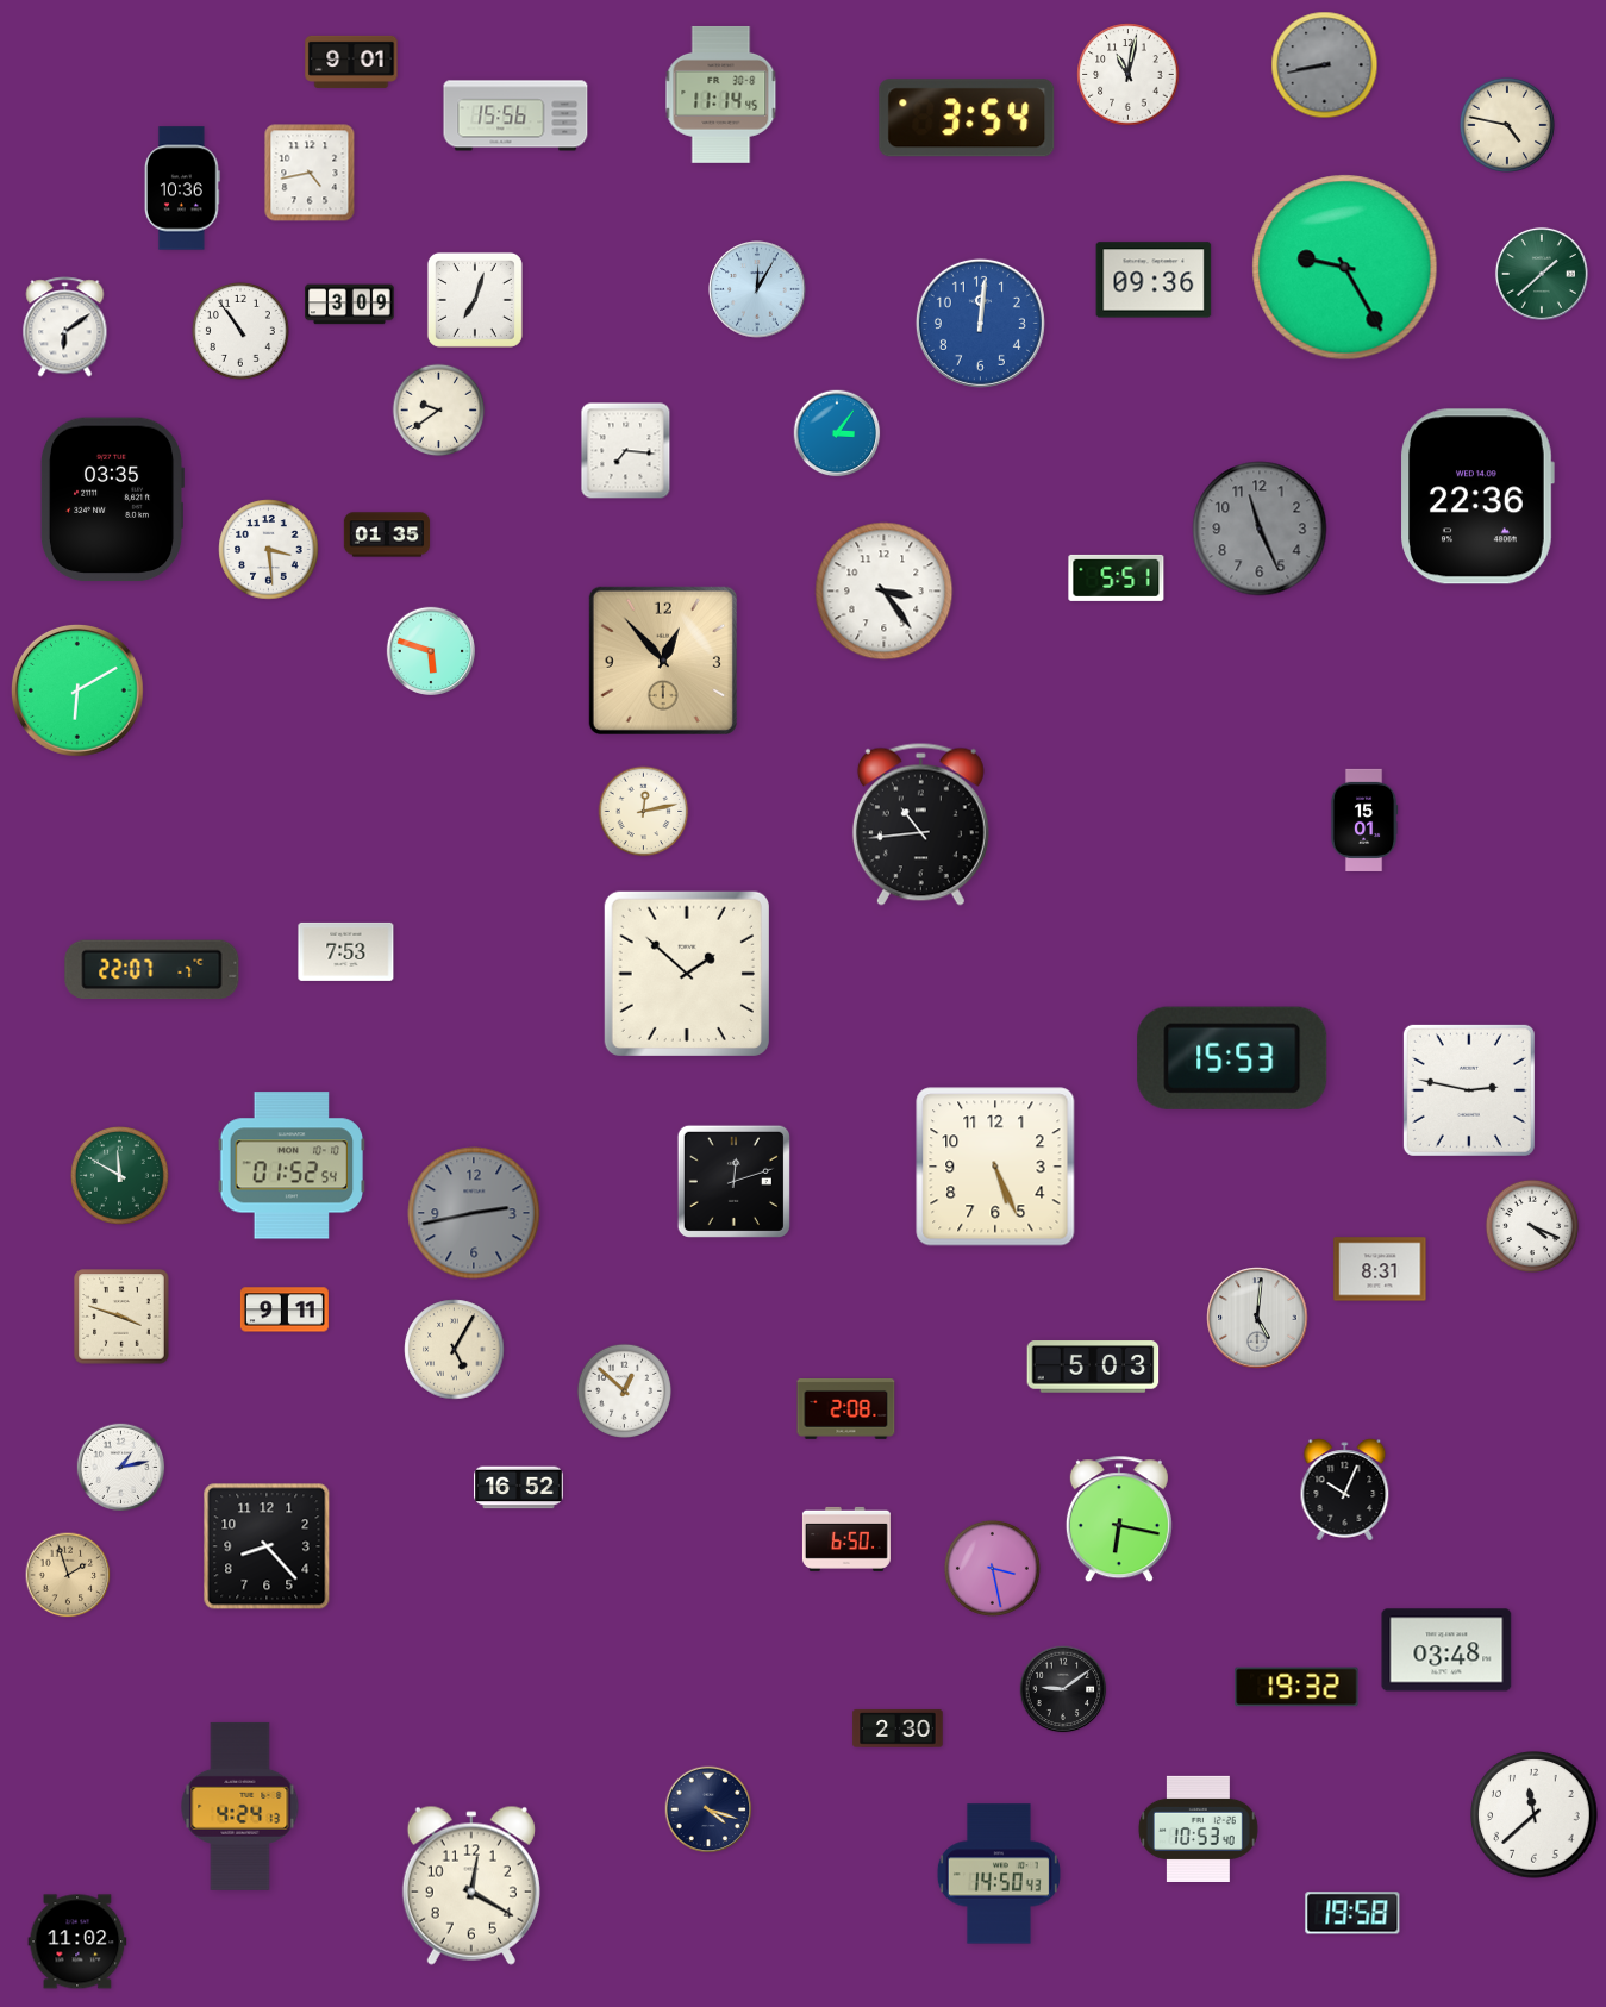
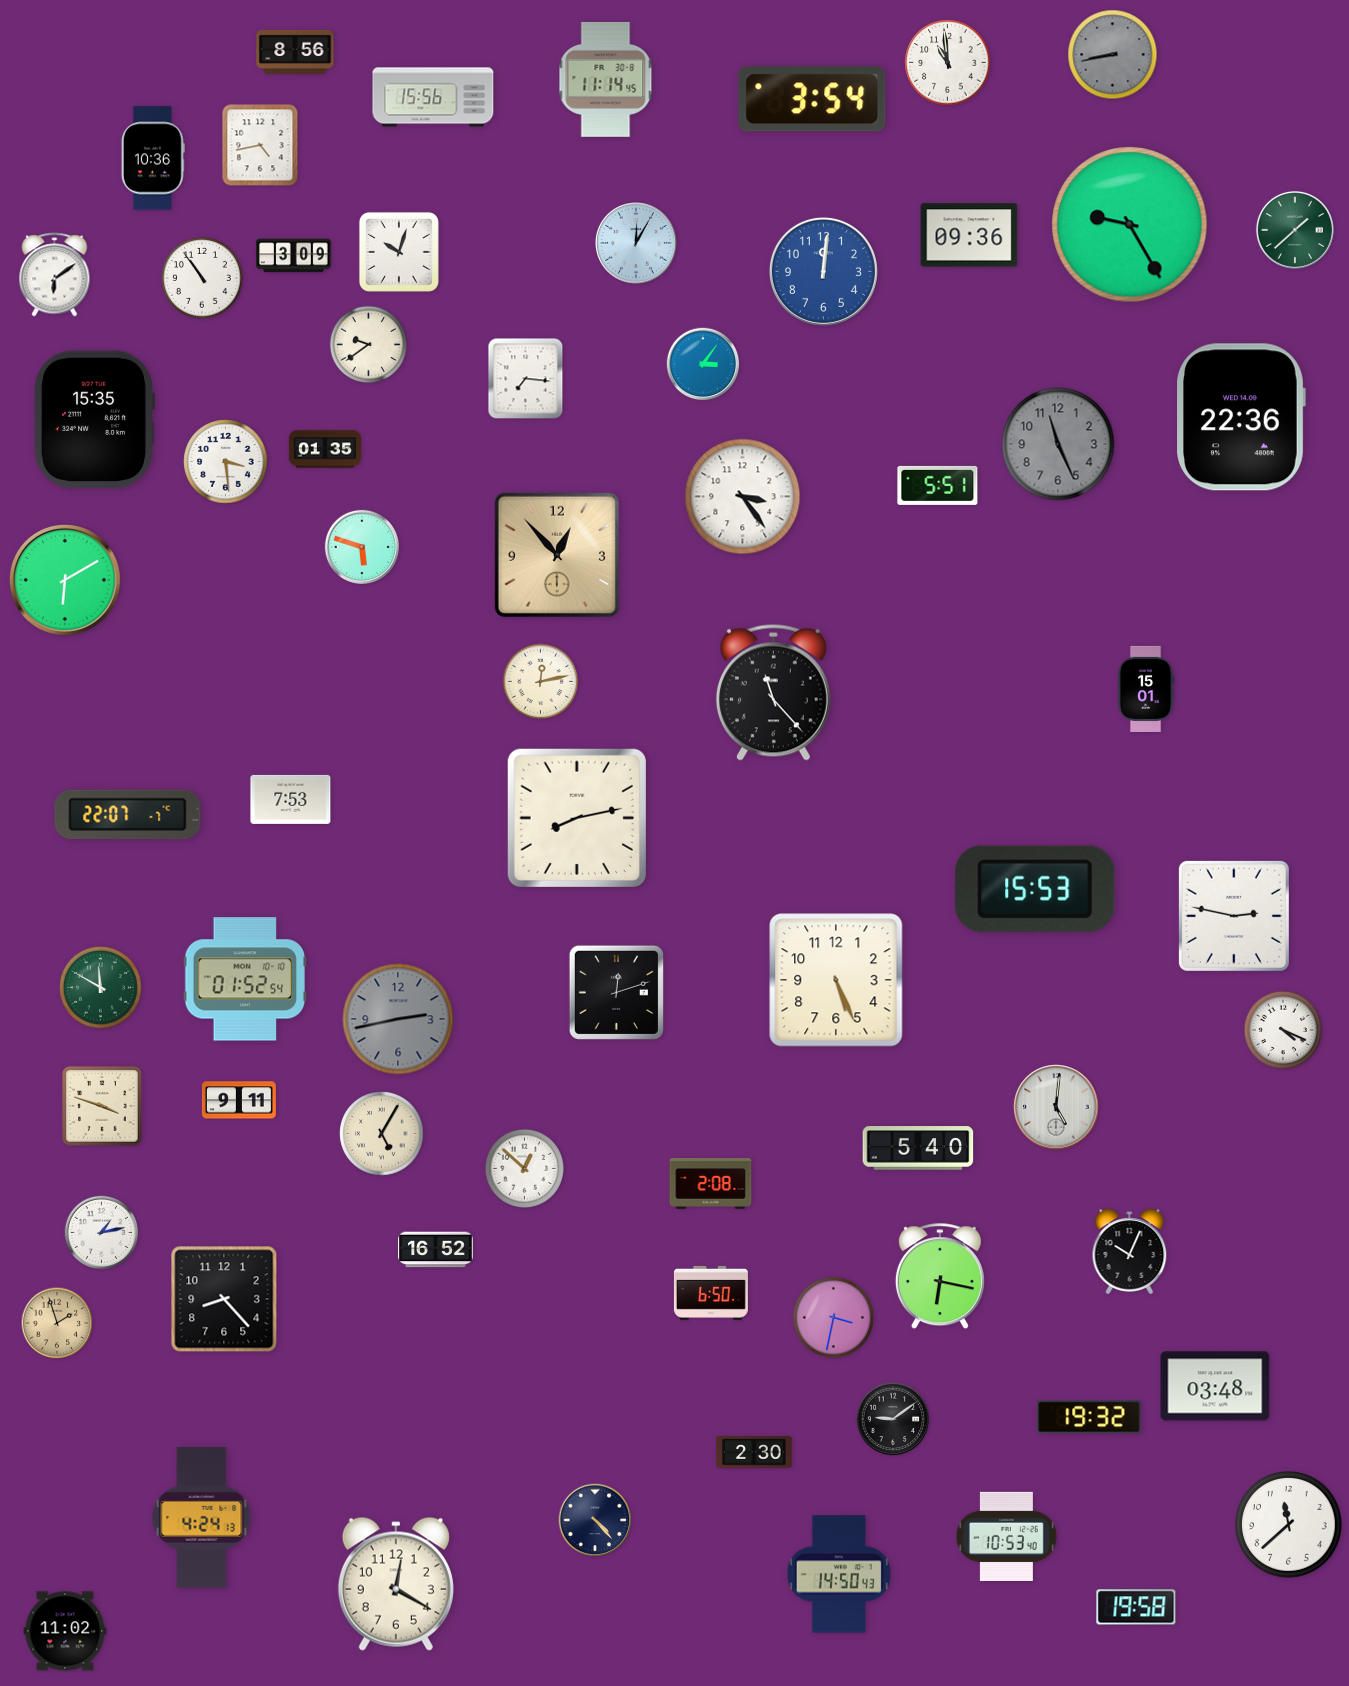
clock at (351, 62): 9:01 -> 8:56
clock at (1129, 75): 11:02 -> 10:59
clock at (1507, 125): 4:47 -> none
clock at (475, 300): 7:03 -> 10:03
clock at (111, 500): 03:35 -> 15:35
clock at (920, 824): 10:44 -> 11:23
clock at (687, 974): 1:52 -> 8:13
clock at (1532, 1226) position: (1532, 1226) -> (1283, 1030)
clock at (1380, 1269): 8:31 -> none
clock at (1093, 1367): 5:03 -> 5:40
clock at (992, 1568): 3:28 -> 3:32
clock at (708, 1809): 4:18 -> 4:23
